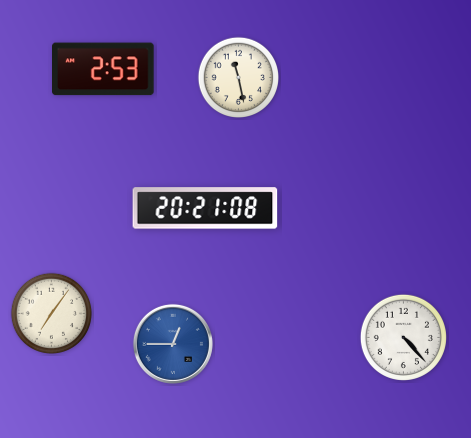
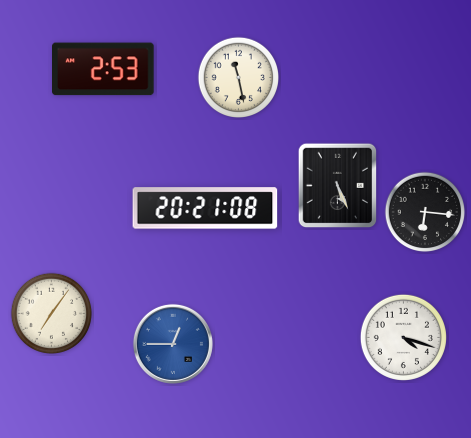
clock at (338, 186): none -> 5:26
clock at (425, 212): none -> 6:16
clock at (403, 337): 4:23 -> 4:18
